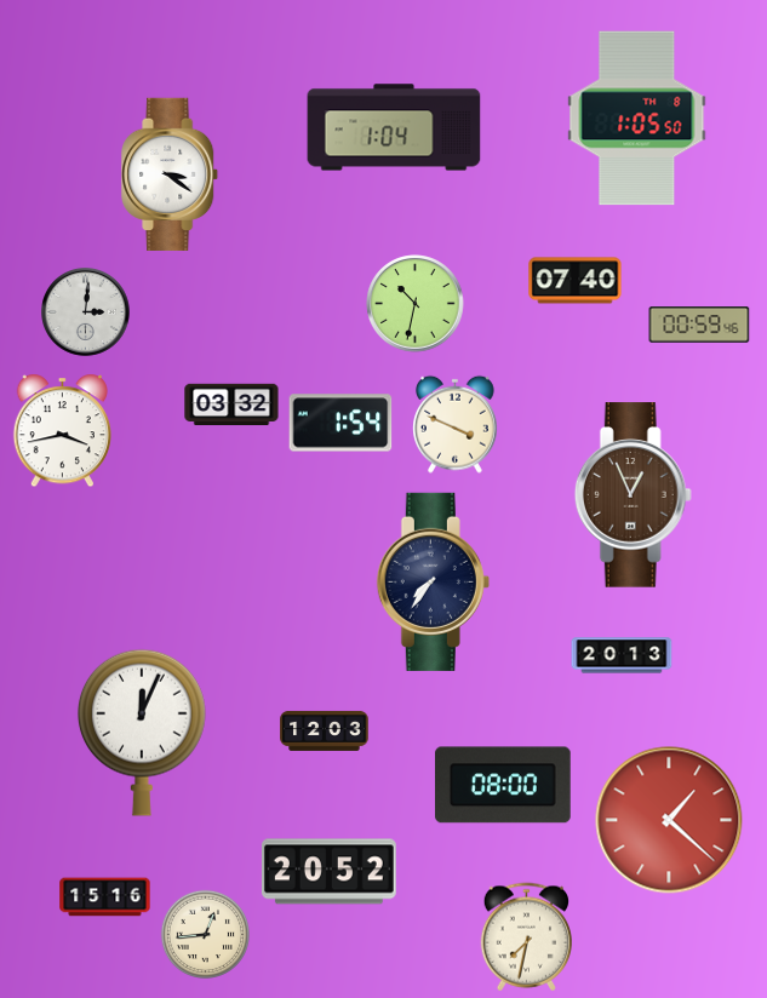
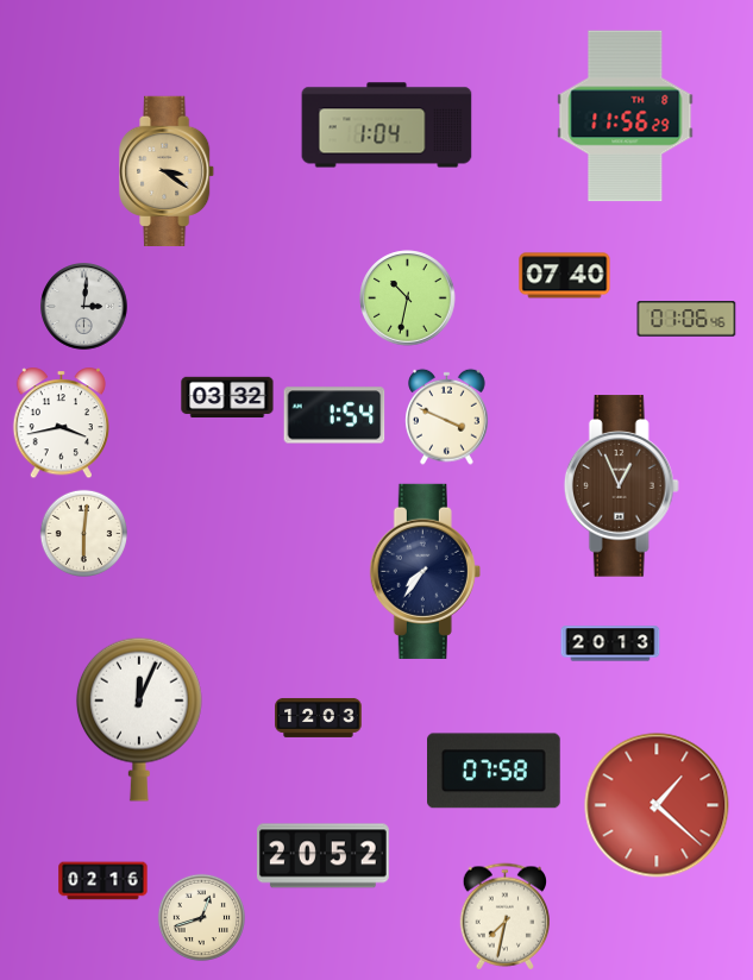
clock at (637, 119): 1:05 -> 11:56
clock at (171, 173) dial: white -> champagne
clock at (699, 326): 00:59 -> 01:06
clock at (84, 534): none -> 6:01
clock at (504, 785): 08:00 -> 07:58
clock at (105, 897): 15:16 -> 02:16
clock at (206, 935): 12:44 -> 12:42
clock at (527, 937) position: (527, 937) -> (506, 917)
